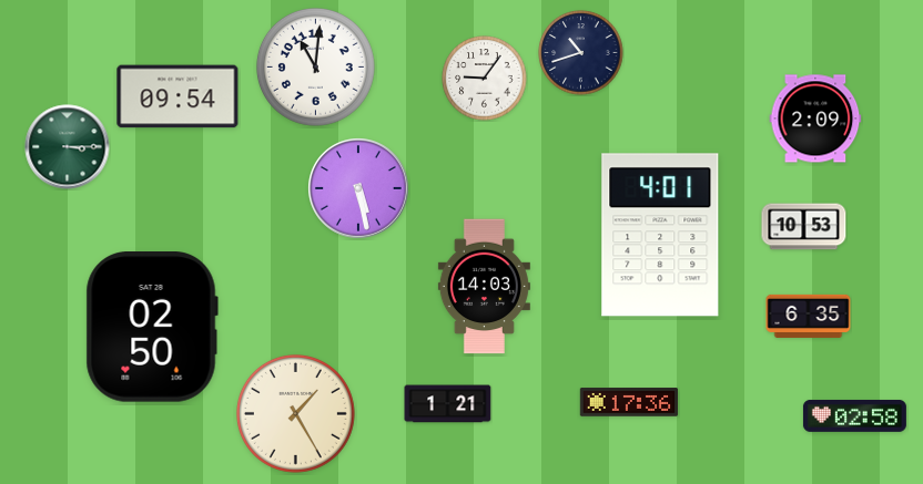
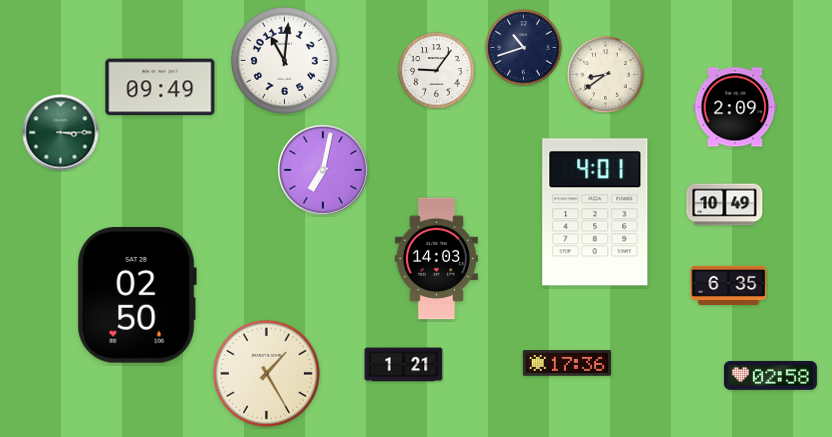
clock at (606, 75): none -> 8:39
clock at (177, 96): 09:54 -> 09:49
clock at (358, 188): 5:28 -> 7:02
clock at (804, 227): 10:53 -> 10:49
